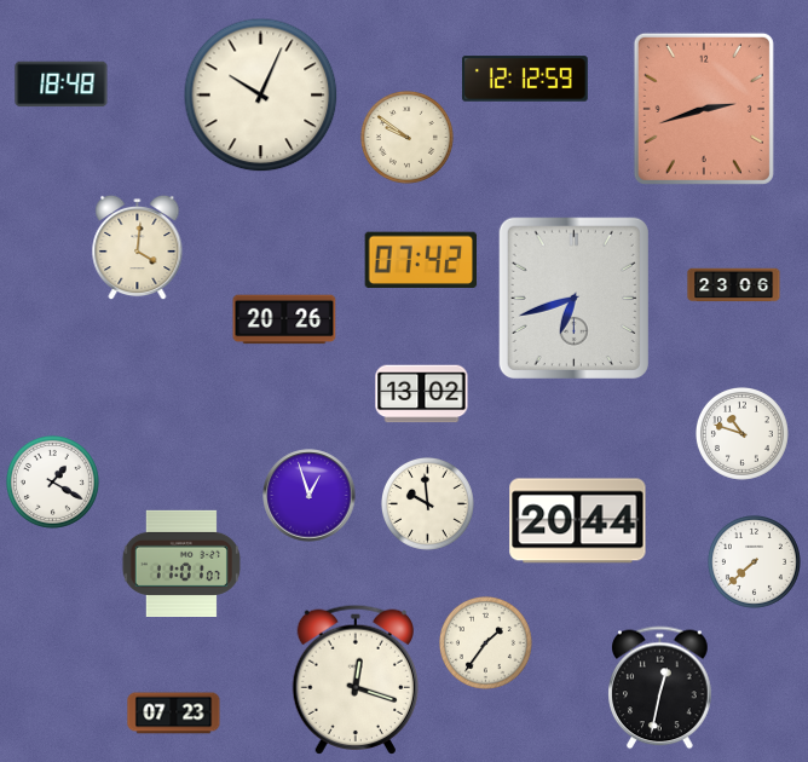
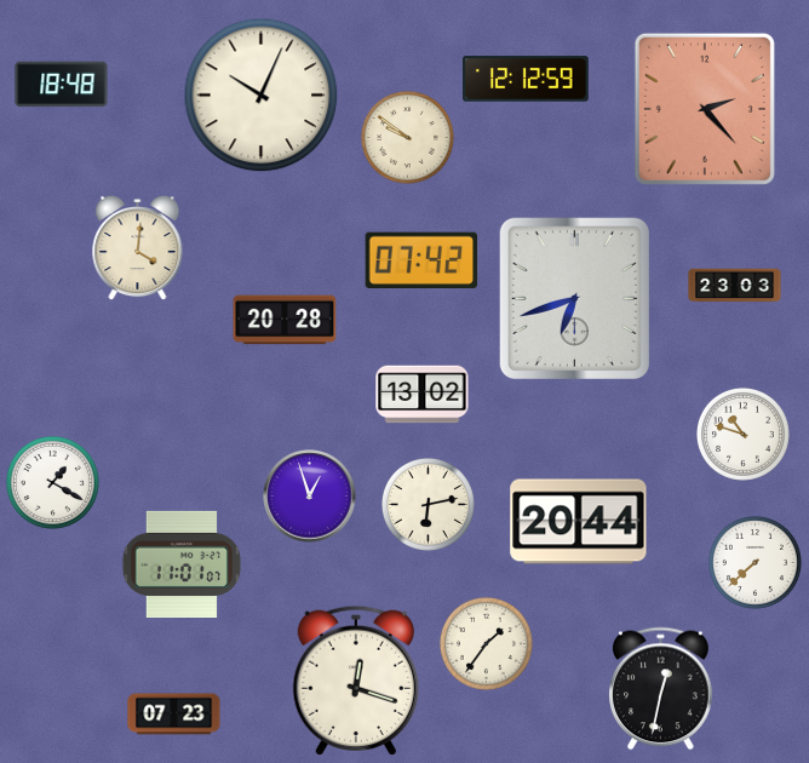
clock at (704, 109): 2:42 -> 2:23
clock at (734, 285): 23:06 -> 23:03
clock at (284, 319): 20:26 -> 20:28
clock at (427, 503): 9:59 -> 6:13
